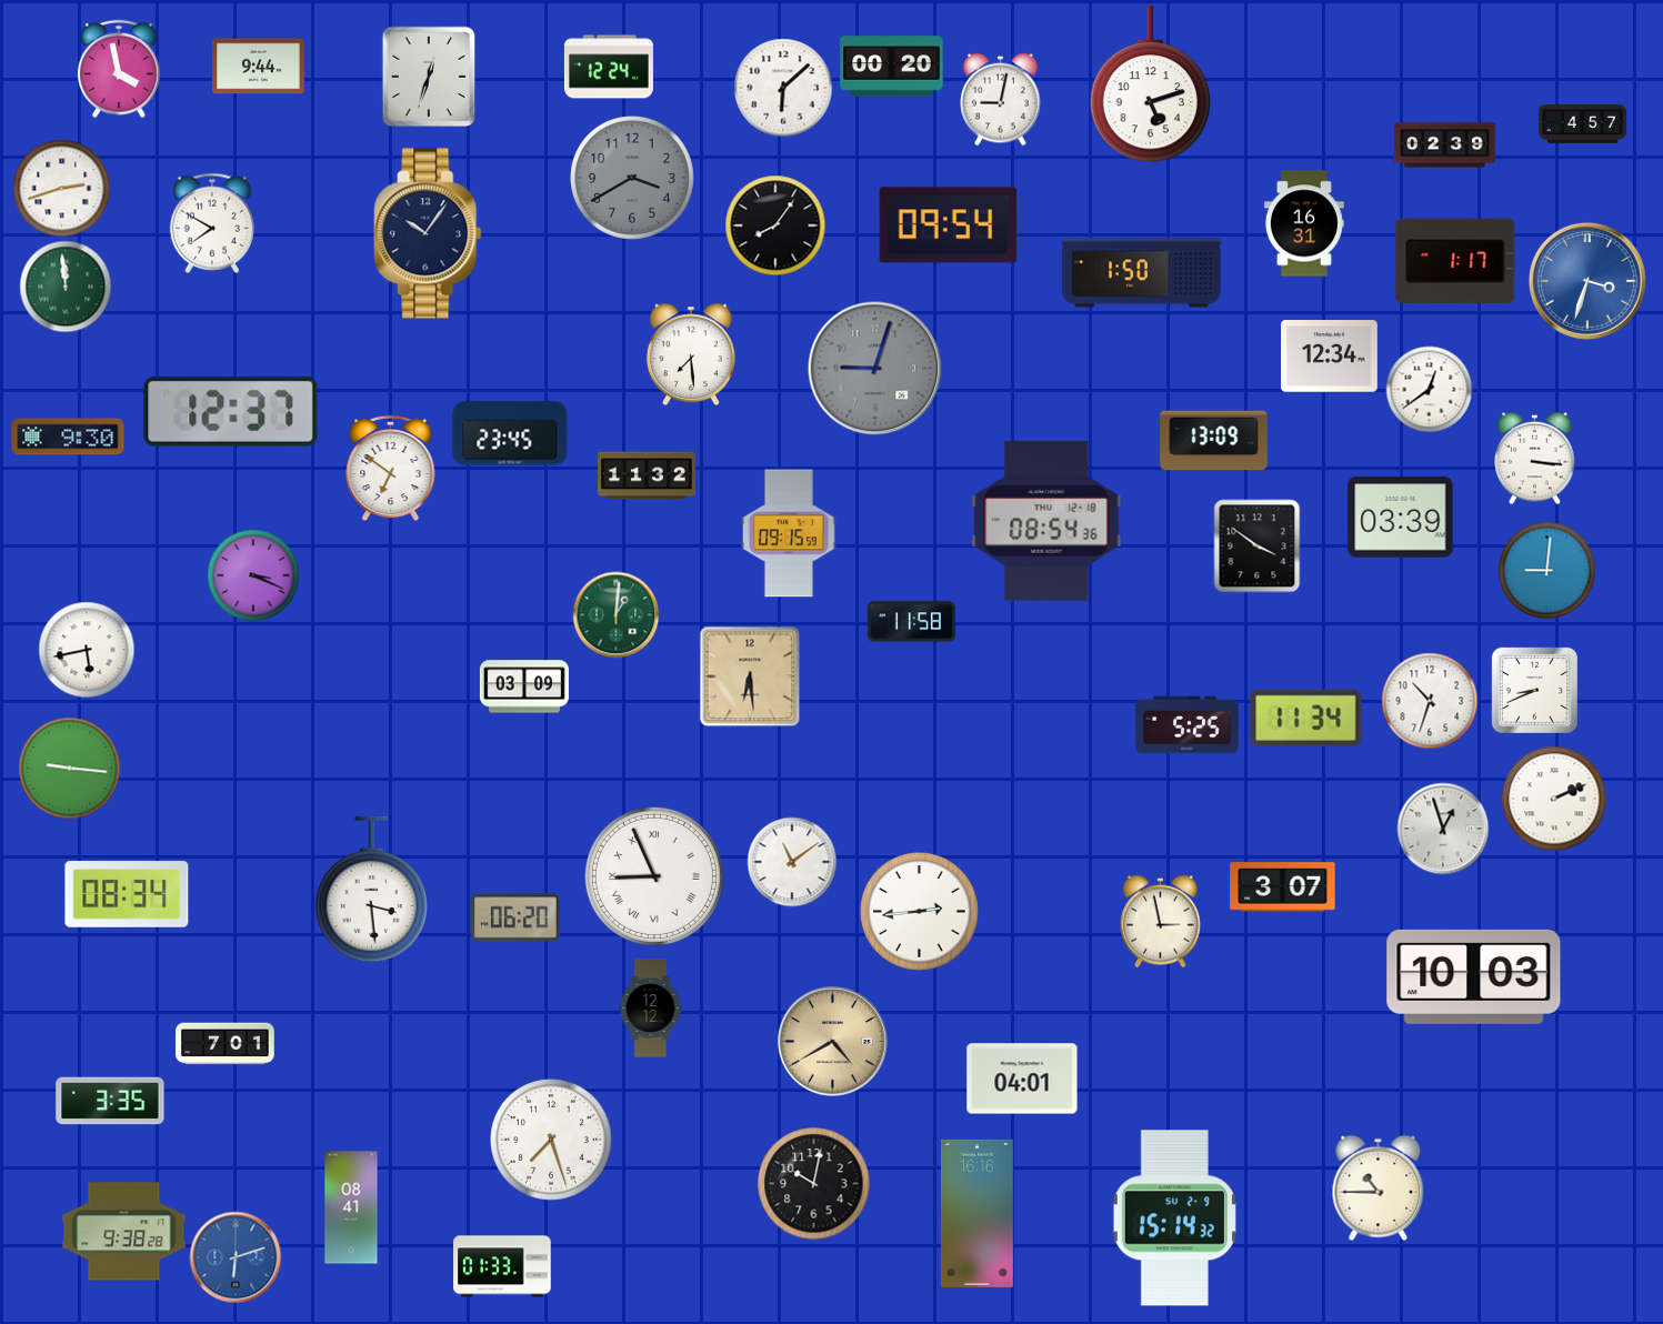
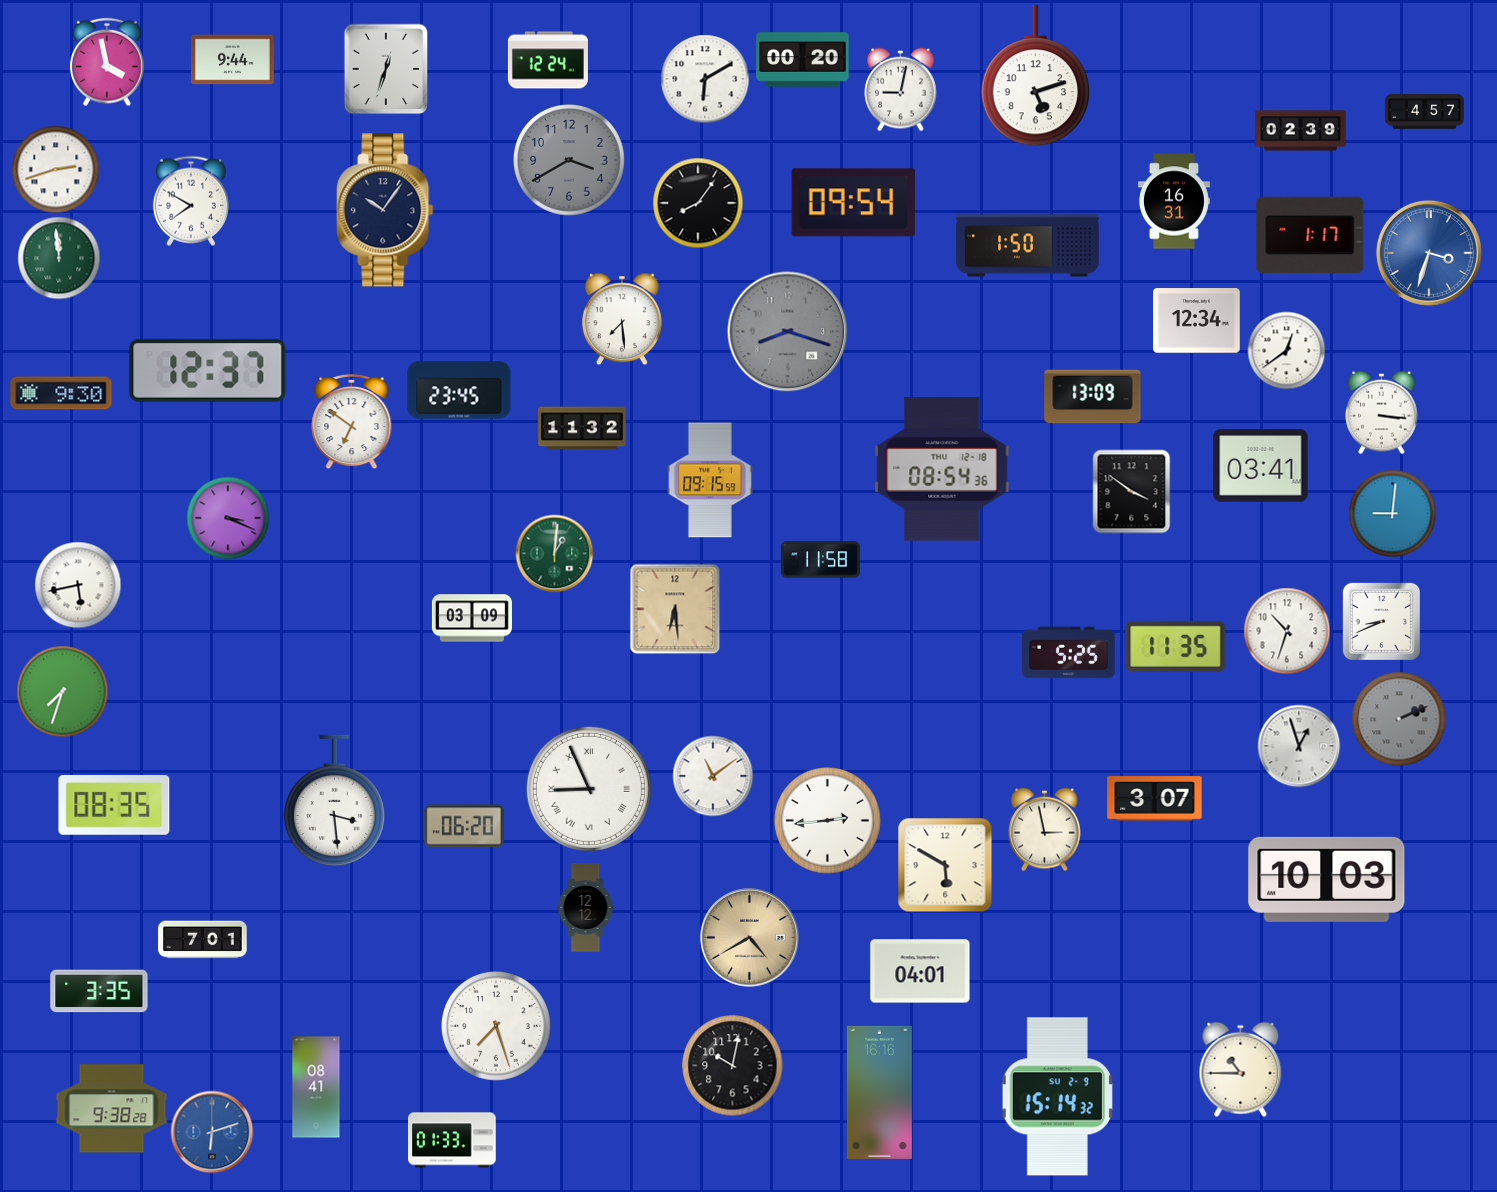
clock at (783, 88): 6:08 -> 6:10
clock at (875, 369): 9:03 -> 8:18
clock at (1401, 518): 03:39 -> 03:41
clock at (1306, 718): 11:34 -> 11:35
clock at (69, 768): 9:16 -> 7:33
clock at (1554, 799) dial: white -> grey
clock at (127, 894): 08:34 -> 08:35
clock at (945, 865): none -> 5:50
